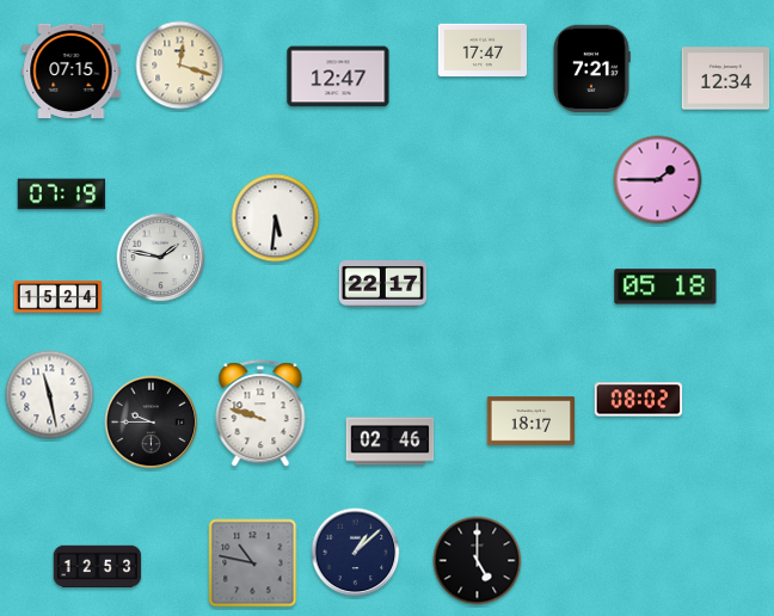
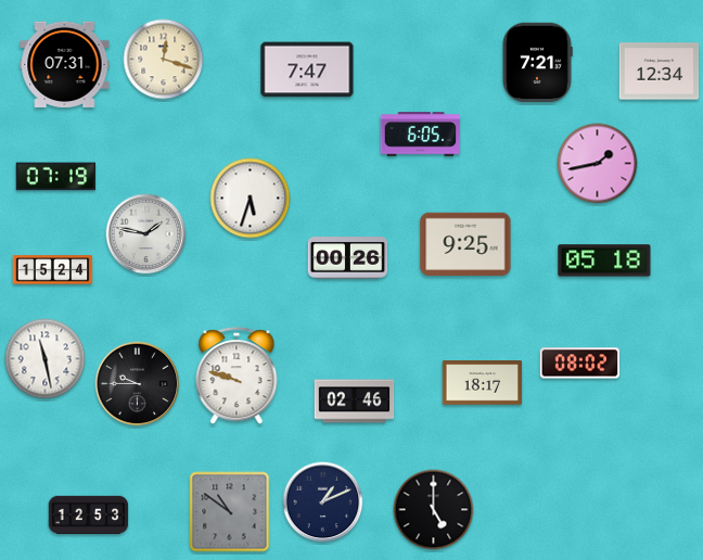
clock at (483, 50): 17:47 -> none
clock at (72, 70): 07:15 -> 07:31
clock at (338, 76): 12:47 -> 7:47
clock at (421, 135): none -> 6:05
clock at (658, 180): 1:45 -> 1:43
clock at (276, 218): 5:31 -> 5:33
clock at (465, 243): none -> 9:25
clock at (383, 284): 22:17 -> 00:26
clock at (356, 553): 1:08 -> 1:11
clock at (253, 563): 10:47 -> 10:51
